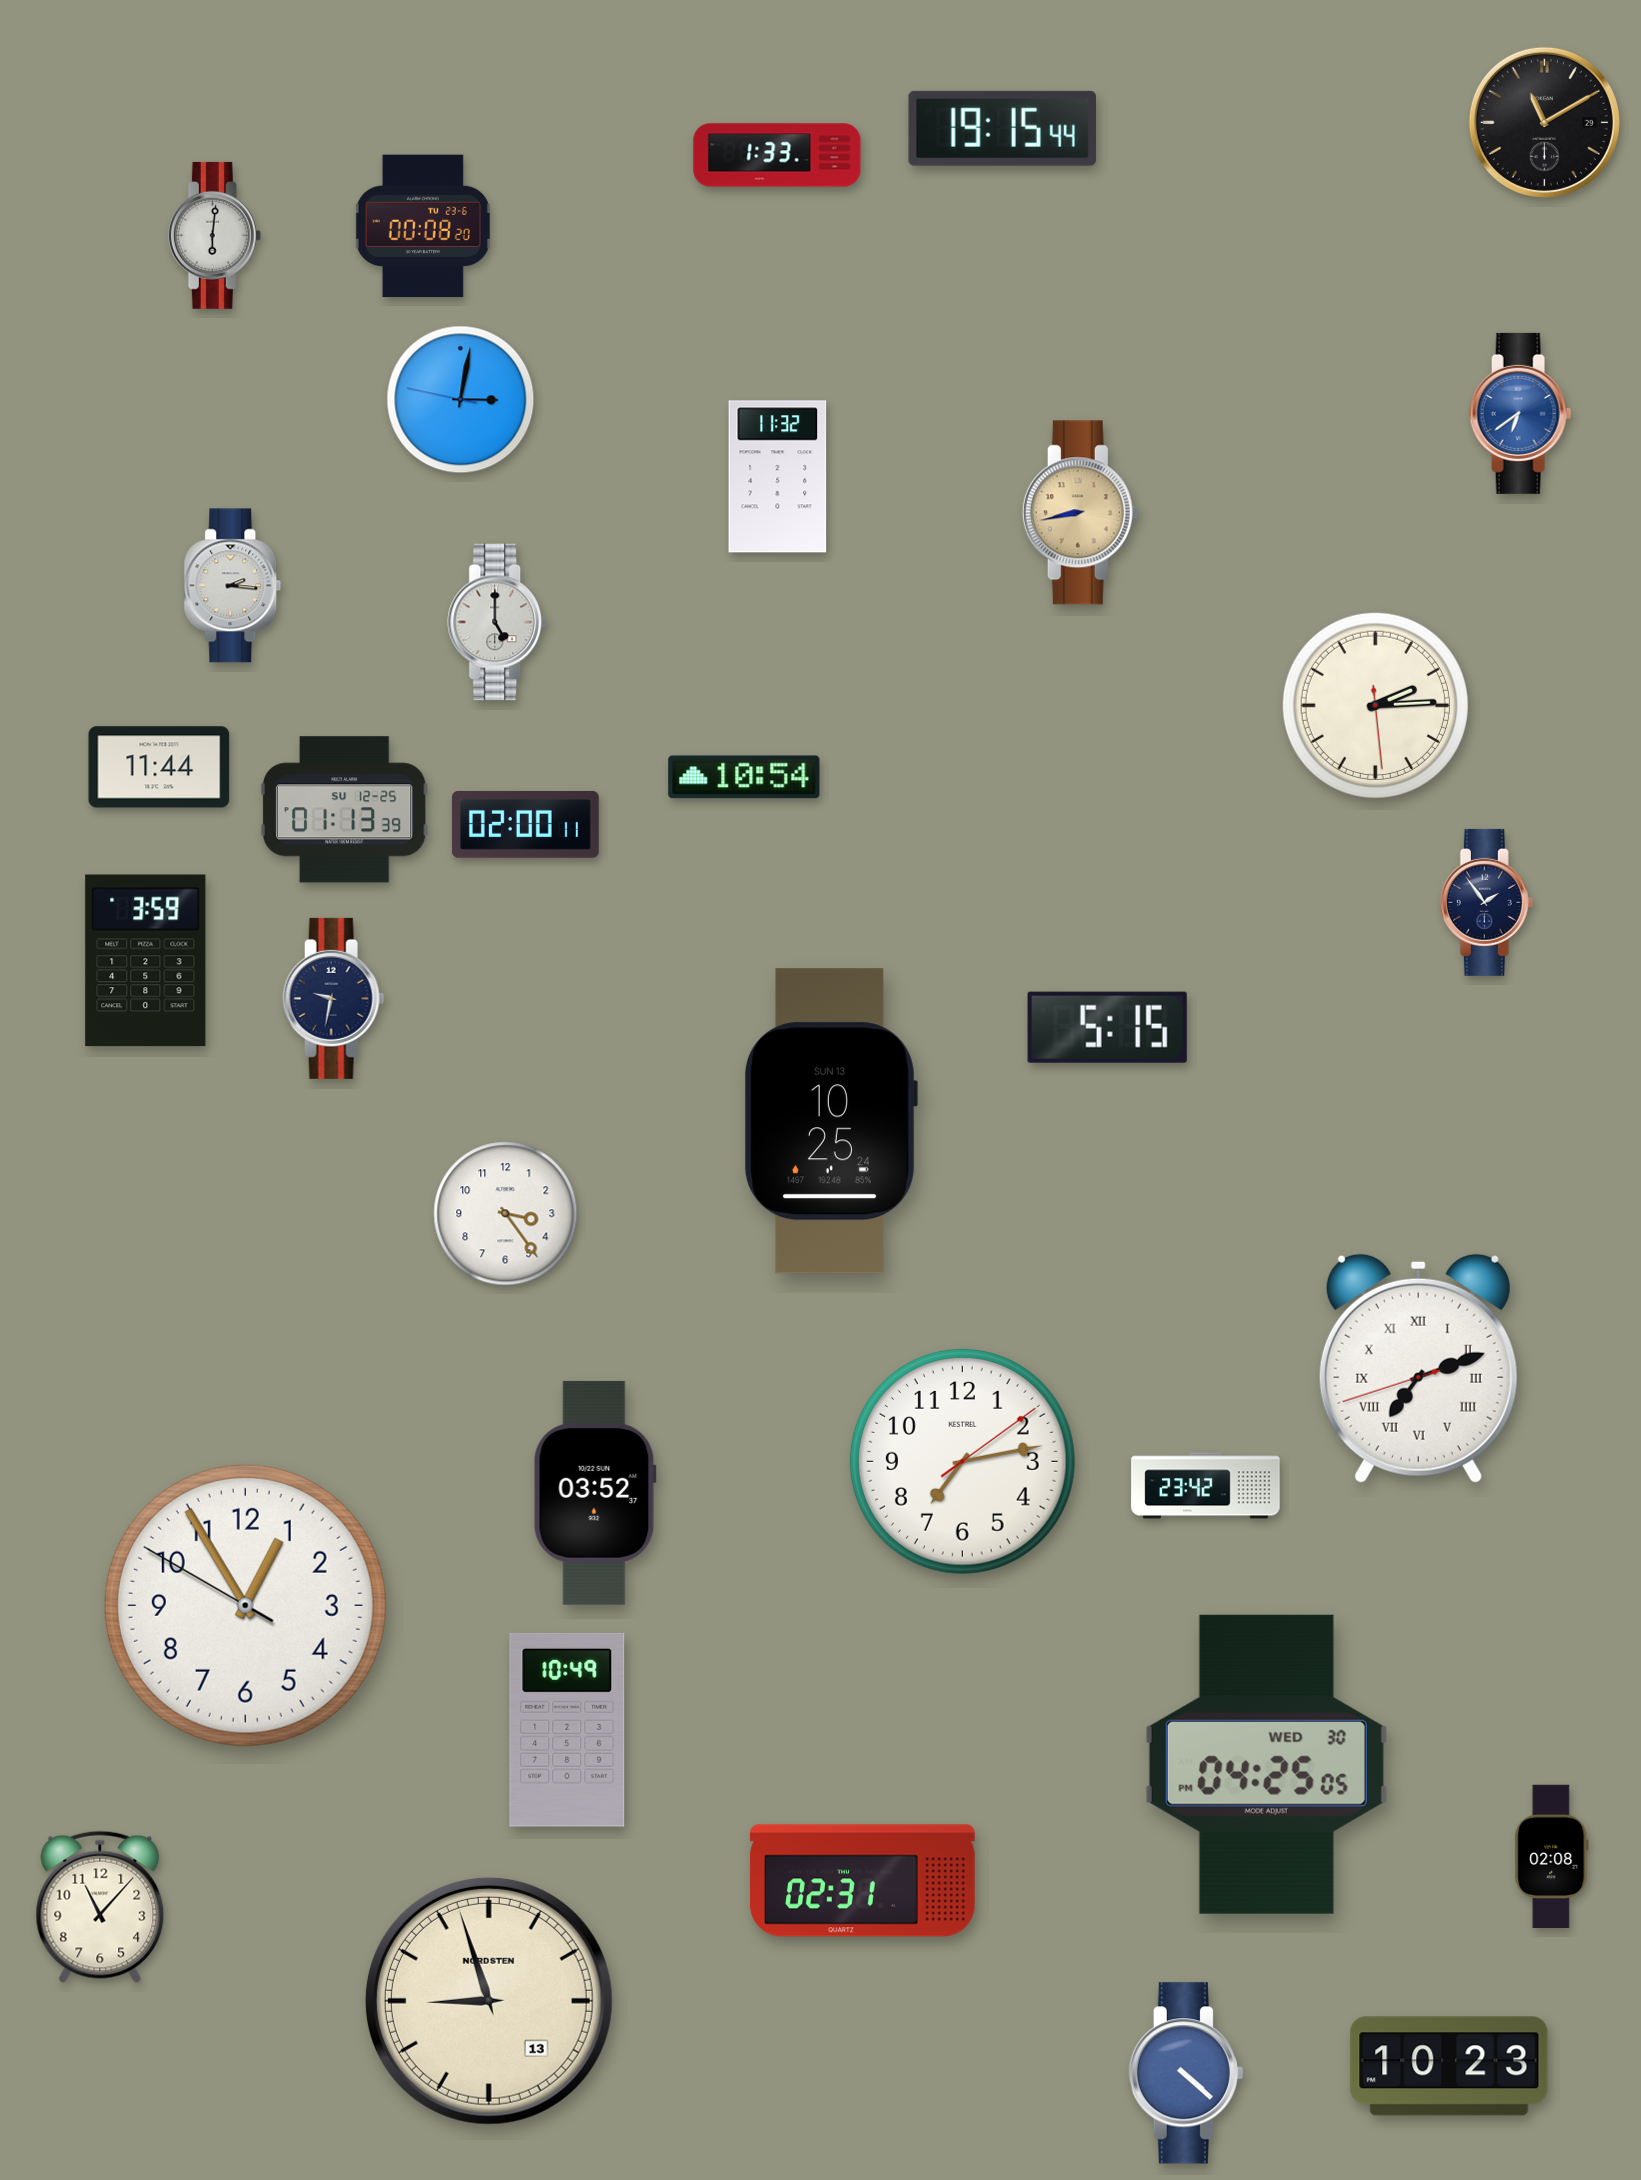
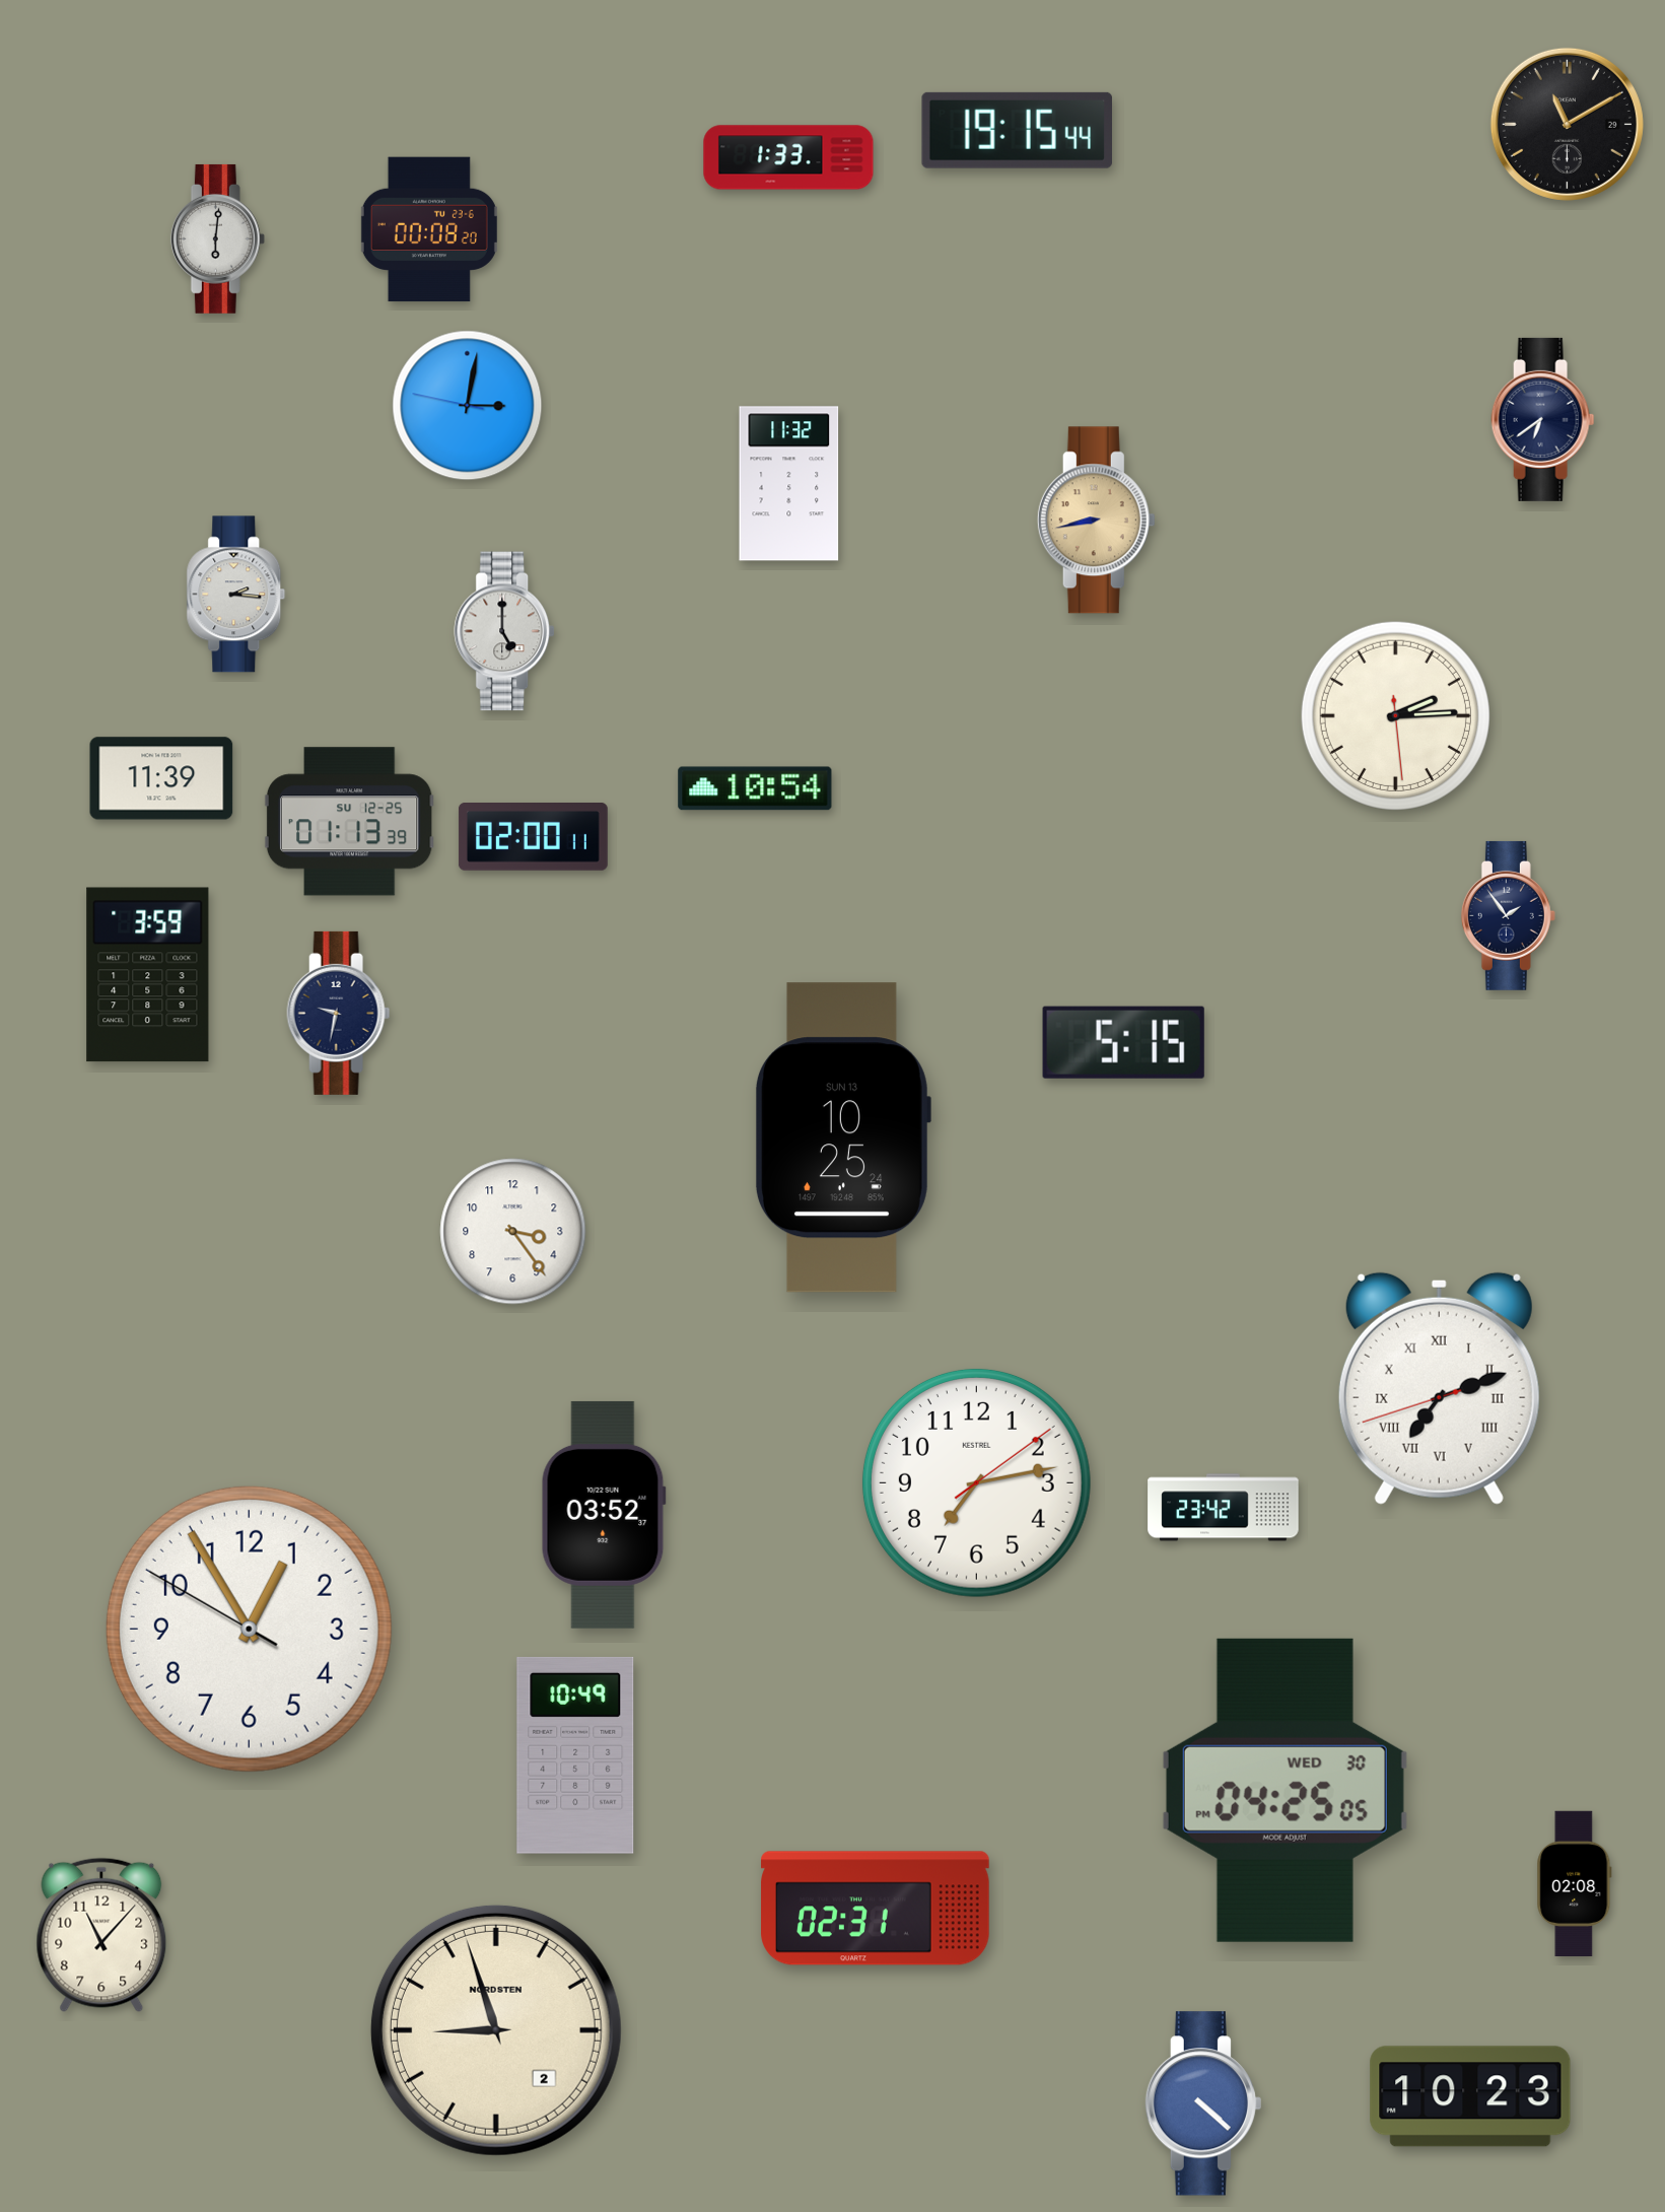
clock at (1521, 413) dial: blue -> navy
clock at (159, 767): 11:44 -> 11:39
clock at (489, 2001) date: 13 -> 2
